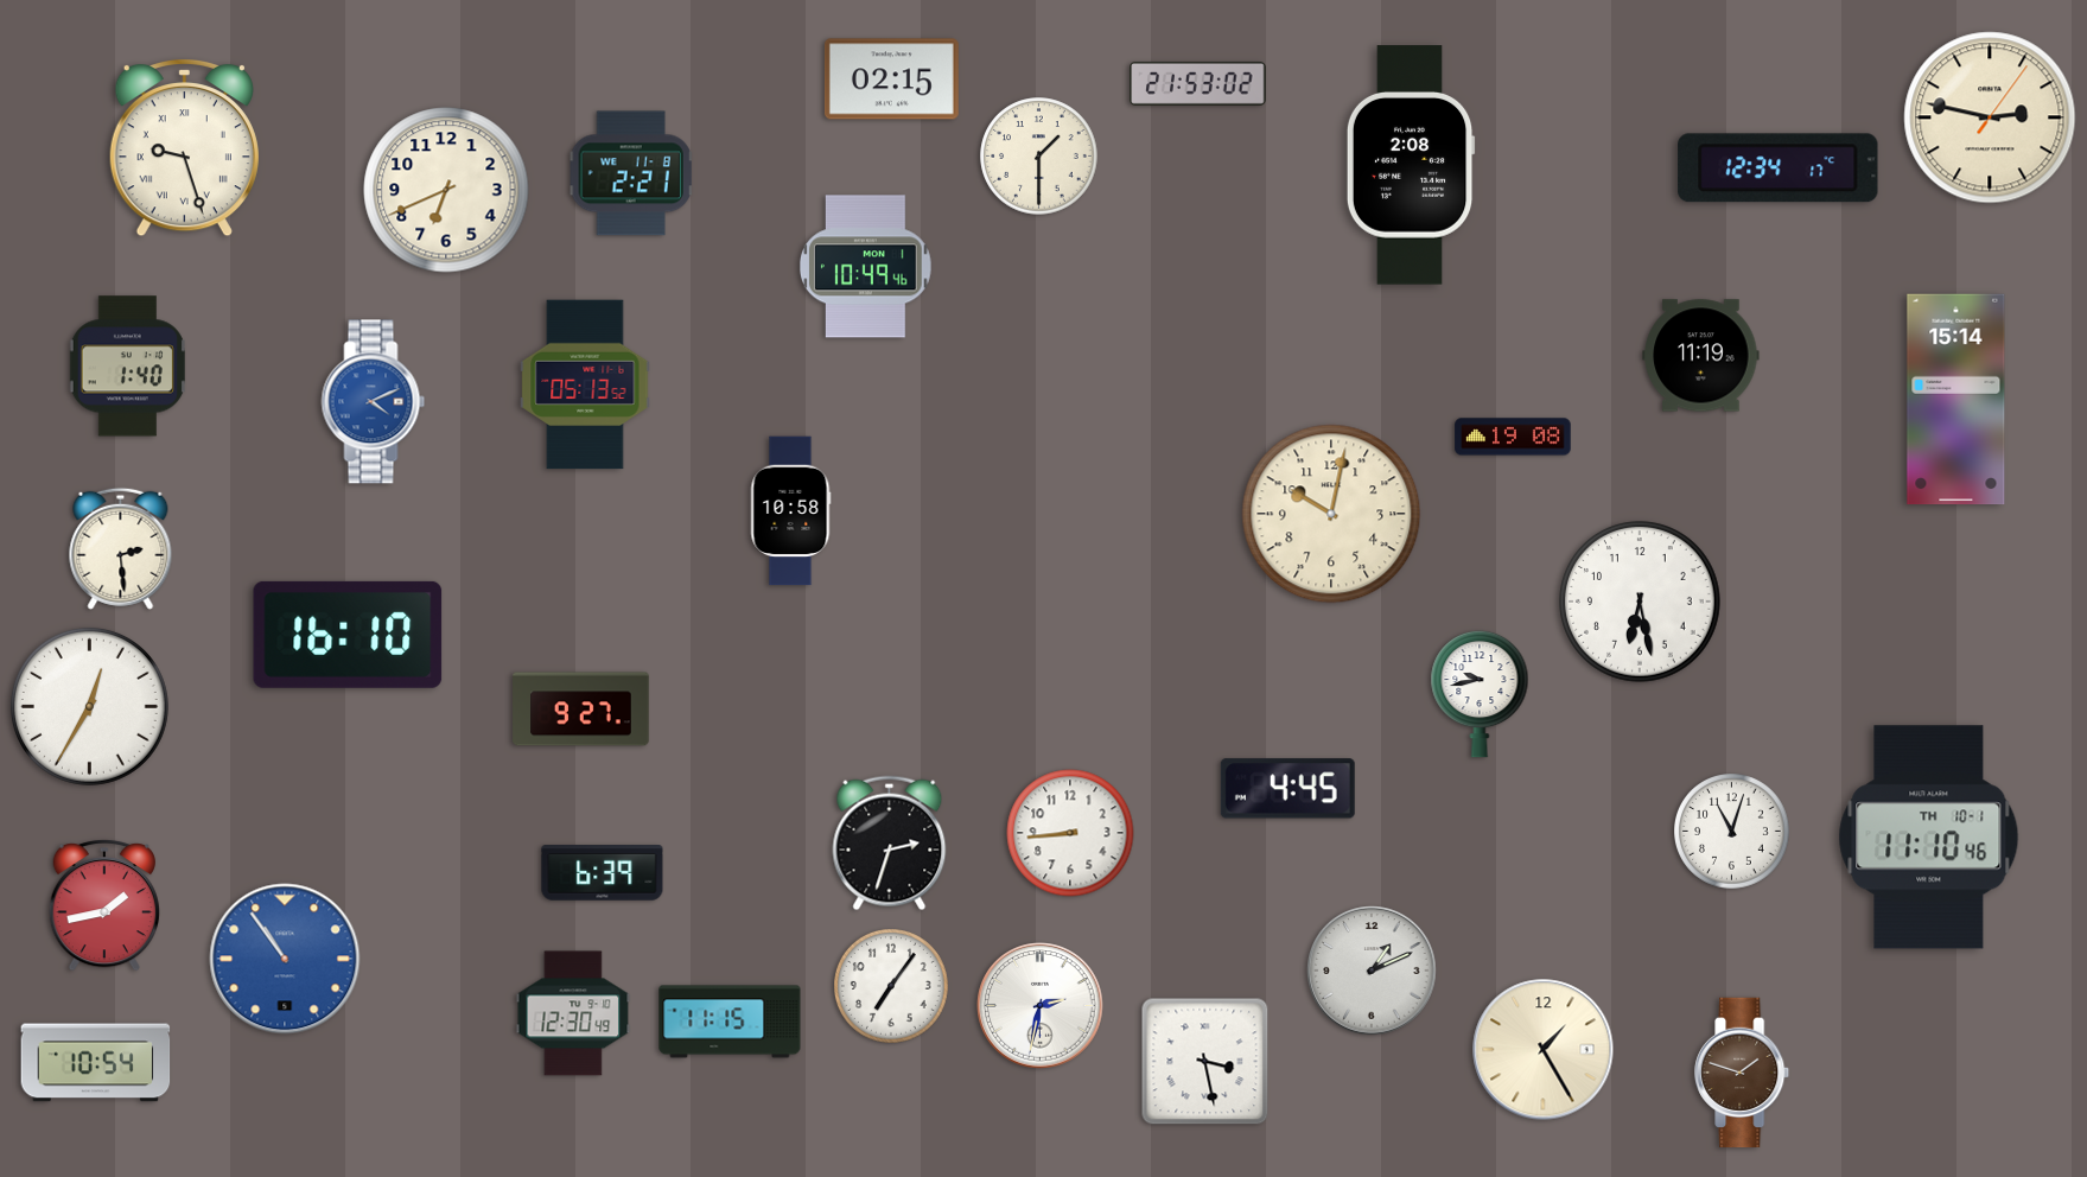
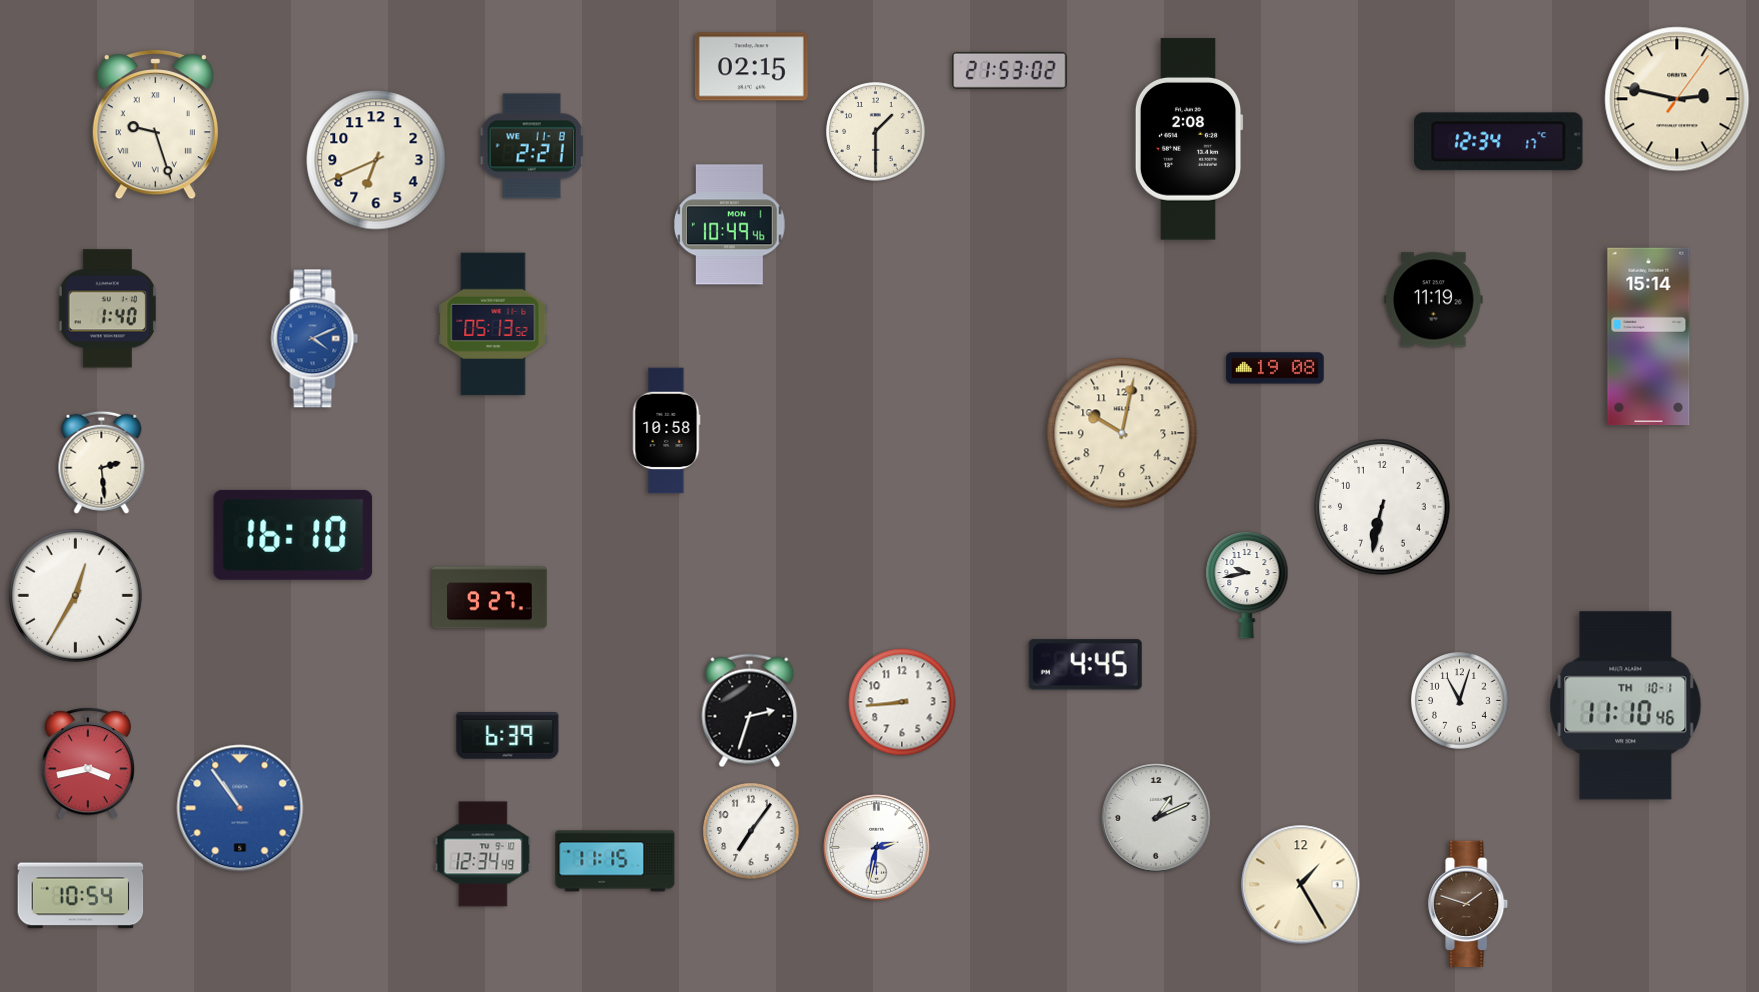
clock at (1641, 603): 6:28 -> 6:32
clock at (104, 906): 1:43 -> 3:43
clock at (573, 1013): 12:30 -> 12:34
clock at (1205, 1062): 3:28 -> none
